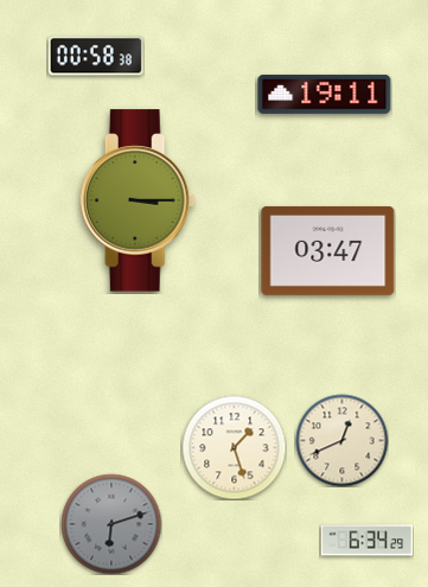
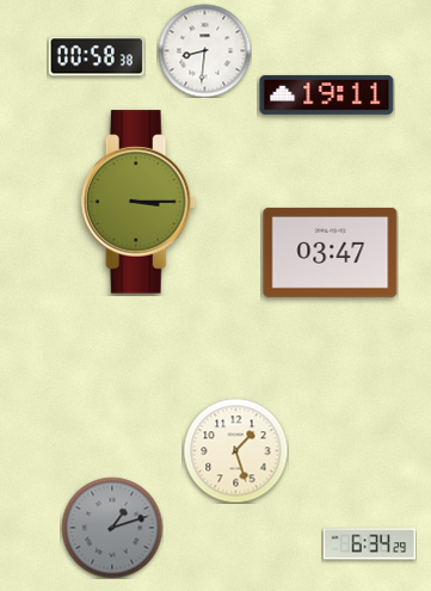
clock at (204, 50): none -> 8:31
clock at (341, 440): 12:41 -> none
clock at (111, 524): 6:12 -> 1:12
